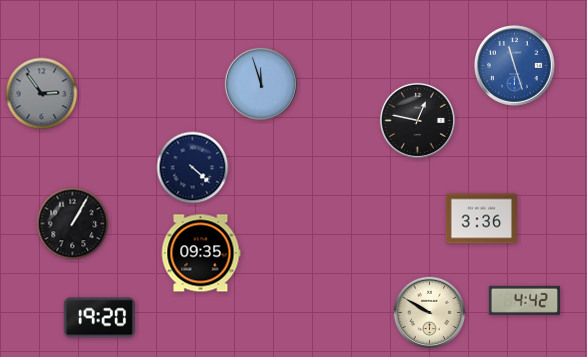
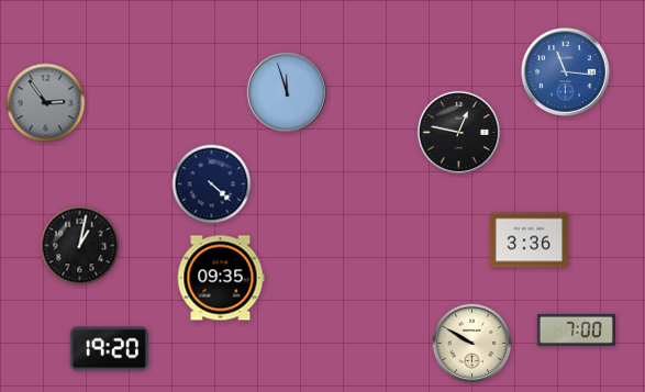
clock at (515, 66): 11:27 -> 11:16
clock at (73, 224): 1:05 -> 1:02
clock at (524, 300): 4:42 -> 7:00
